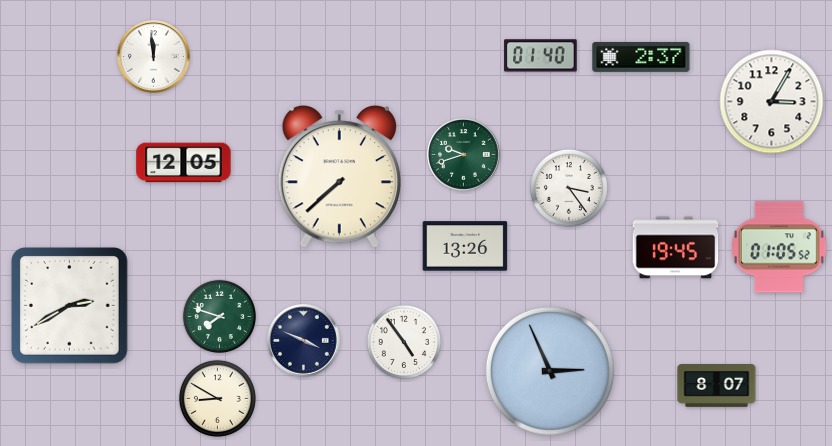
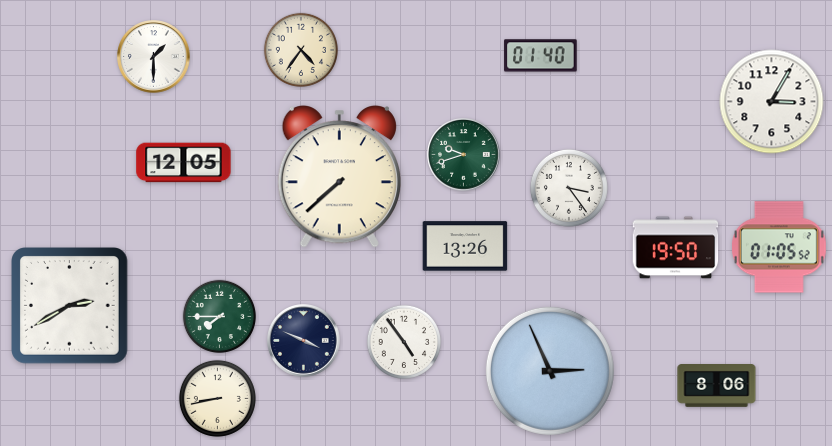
clock at (301, 50): none -> 4:36
clock at (154, 57): 11:59 -> 1:30
clock at (641, 57): 2:37 -> none
clock at (676, 248): 19:45 -> 19:50
clock at (219, 316): 7:48 -> 7:45
clock at (717, 386): 8:07 -> 8:06
clock at (217, 398): 8:50 -> 8:43
